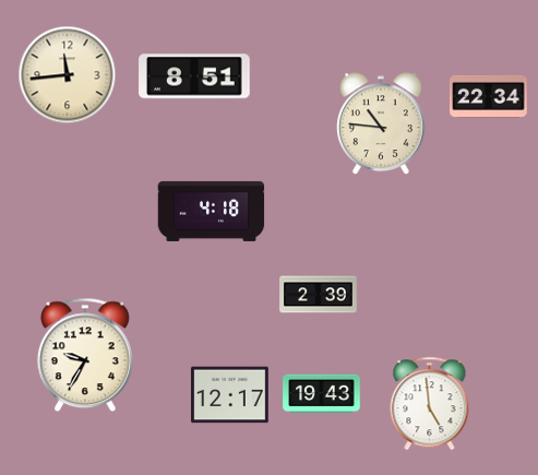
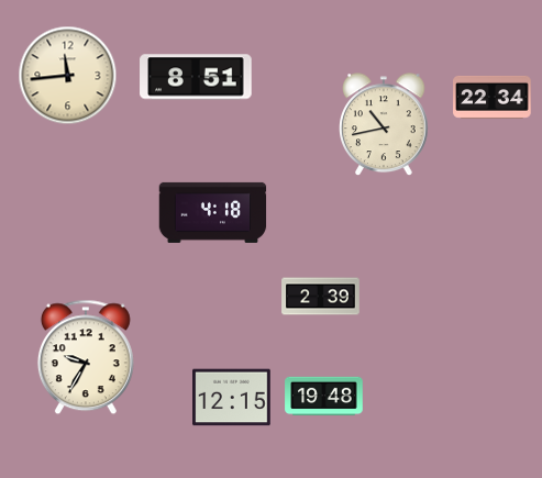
clock at (381, 124): 10:46 -> 10:43
clock at (322, 394): 19:43 -> 19:48
clock at (230, 395): 12:17 -> 12:15
clock at (430, 404): 4:59 -> none
